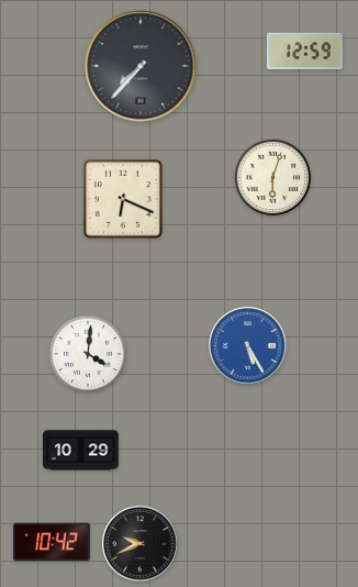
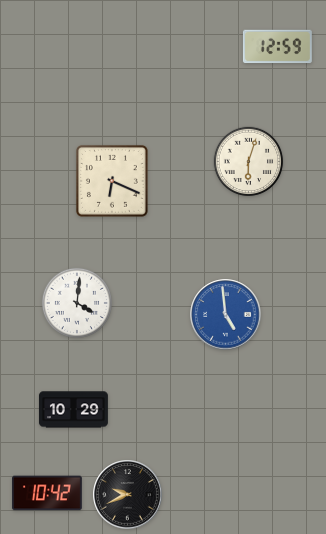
clock at (141, 66): 7:37 -> none
clock at (248, 346): 5:25 -> 4:59
clock at (87, 353) position: (87, 353) -> (76, 302)
